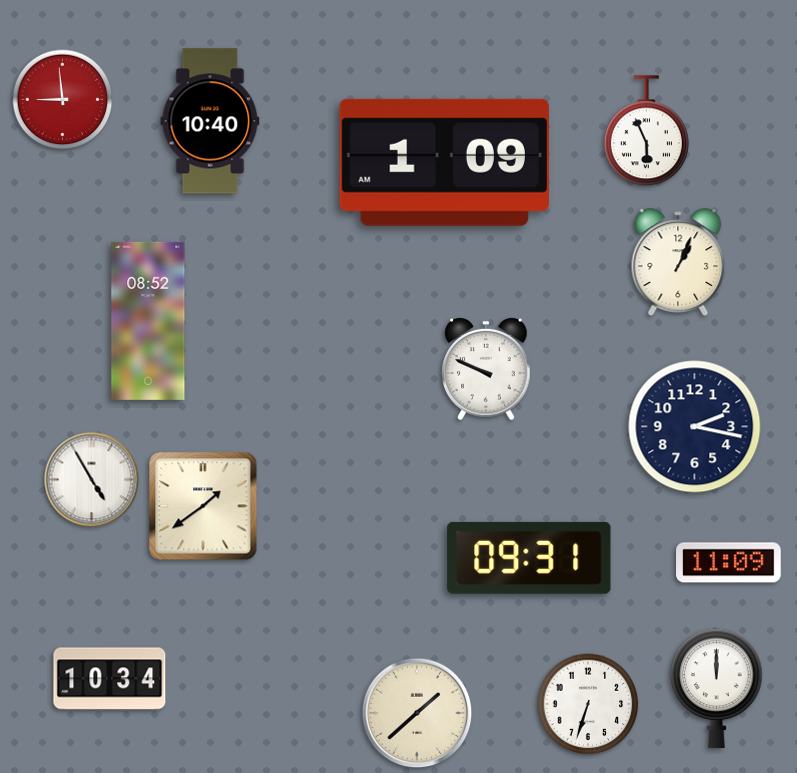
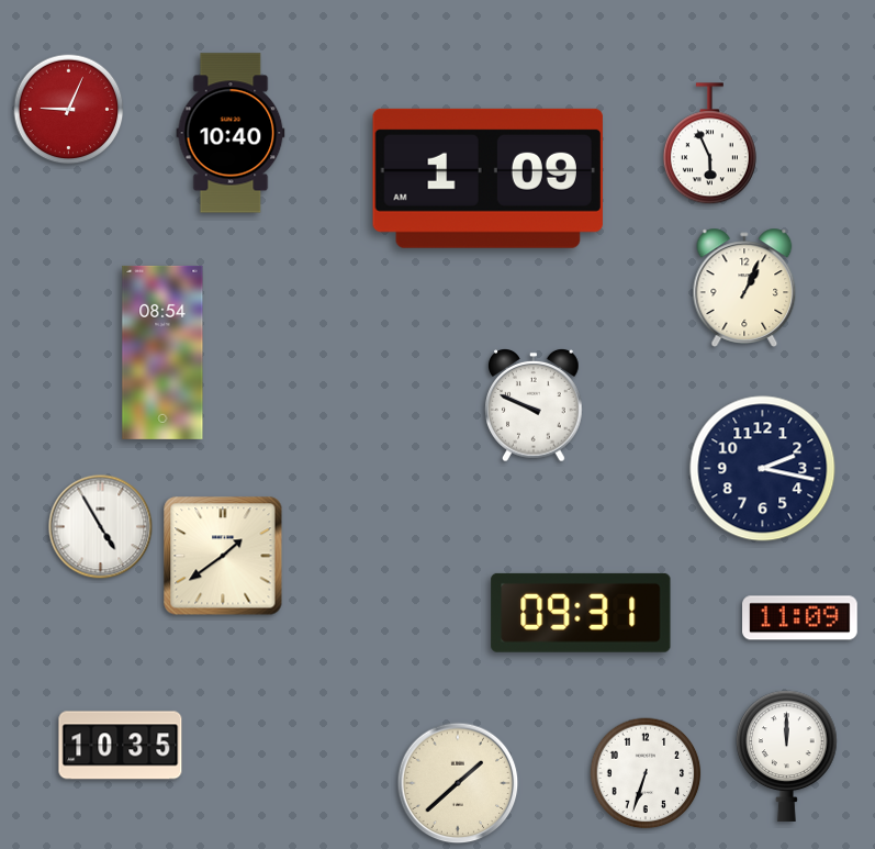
clock at (63, 100): 8:59 -> 9:04
clock at (148, 321): 08:52 -> 08:54
clock at (110, 679): 10:34 -> 10:35
